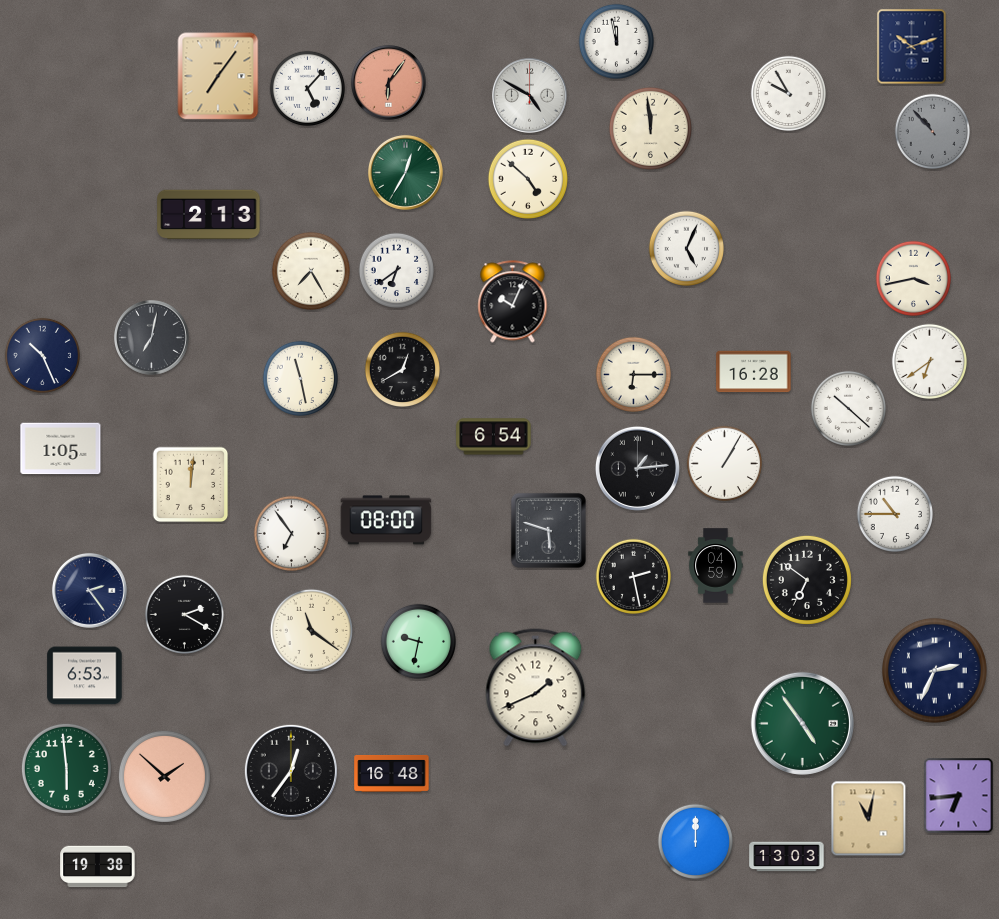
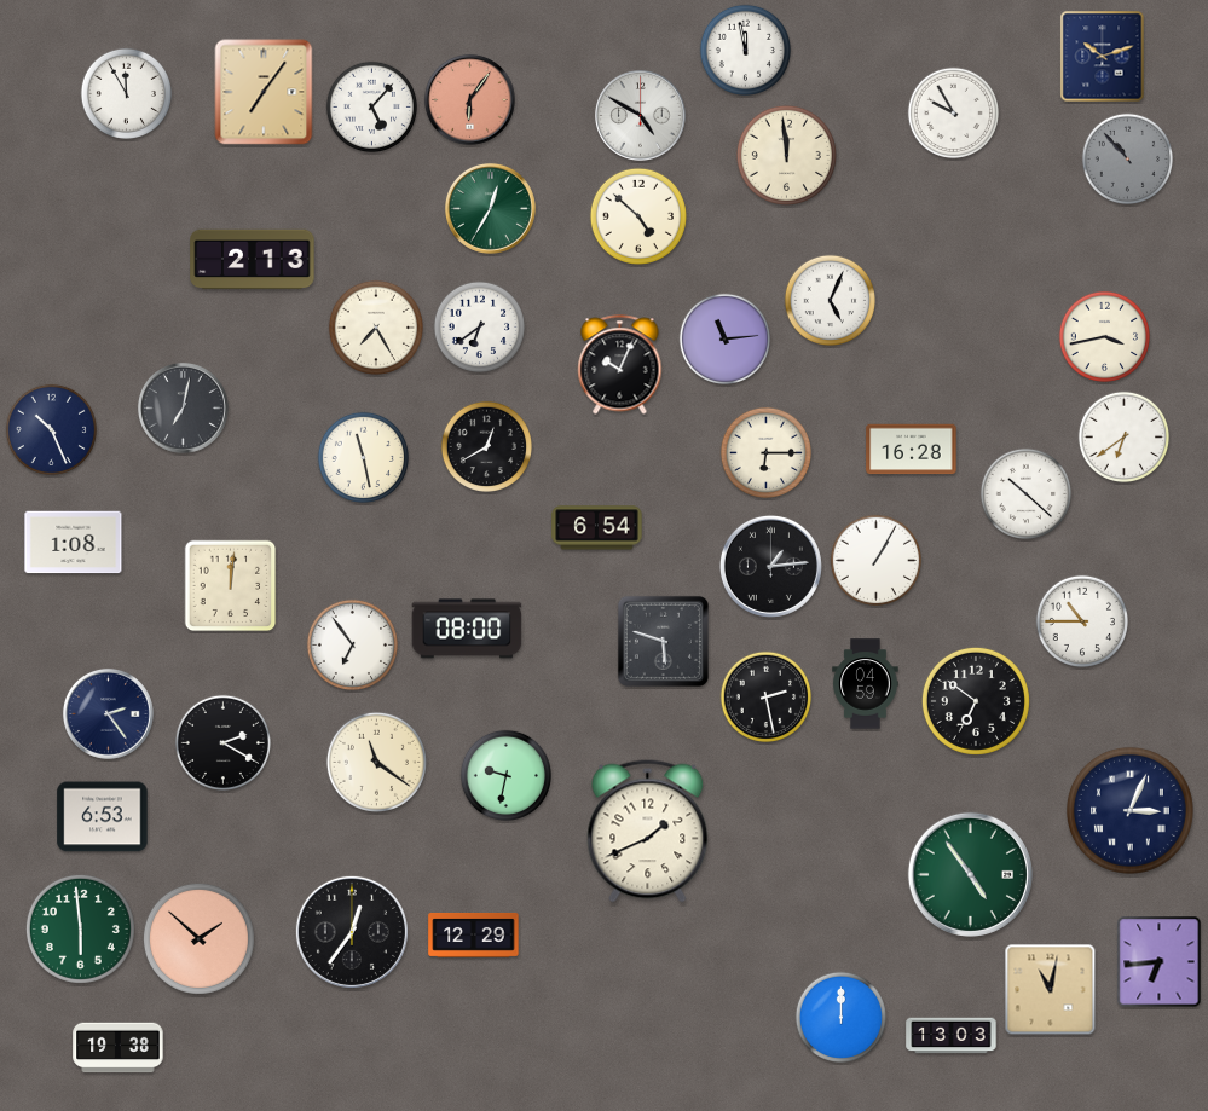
clock at (126, 93): none -> 11:55
clock at (724, 338): none -> 11:14
clock at (61, 449): 1:05 -> 1:08
clock at (934, 670): 2:34 -> 3:04
clock at (392, 773): 16:48 -> 12:29
